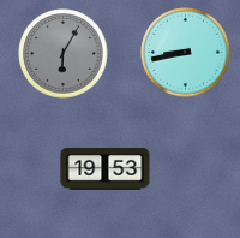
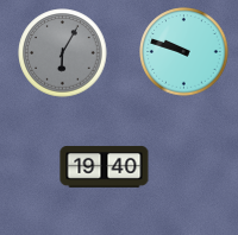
clock at (186, 53): 8:43 -> 9:48
clock at (106, 168): 19:53 -> 19:40
